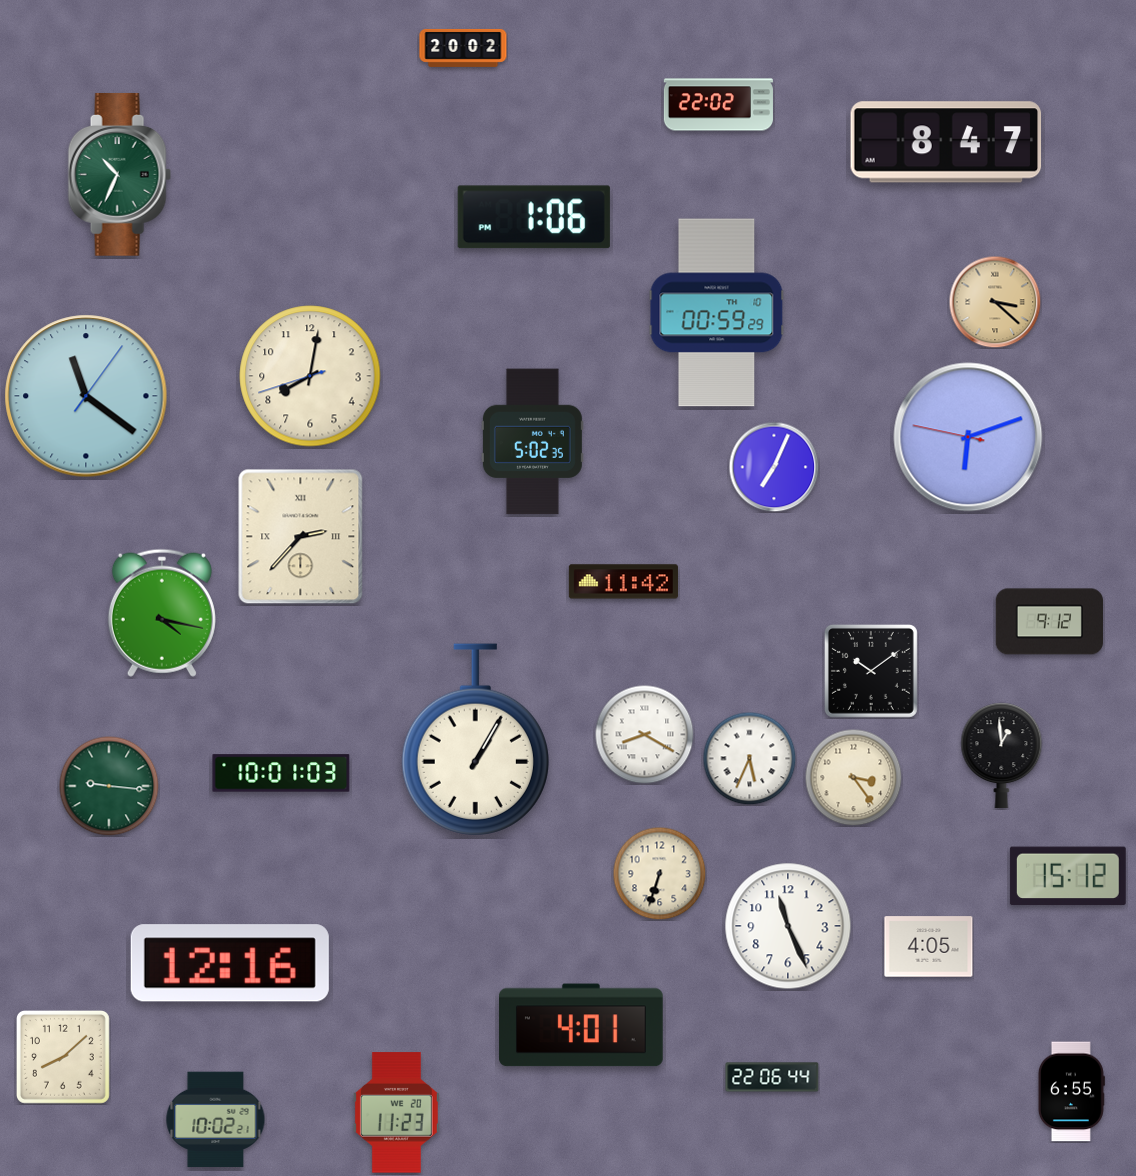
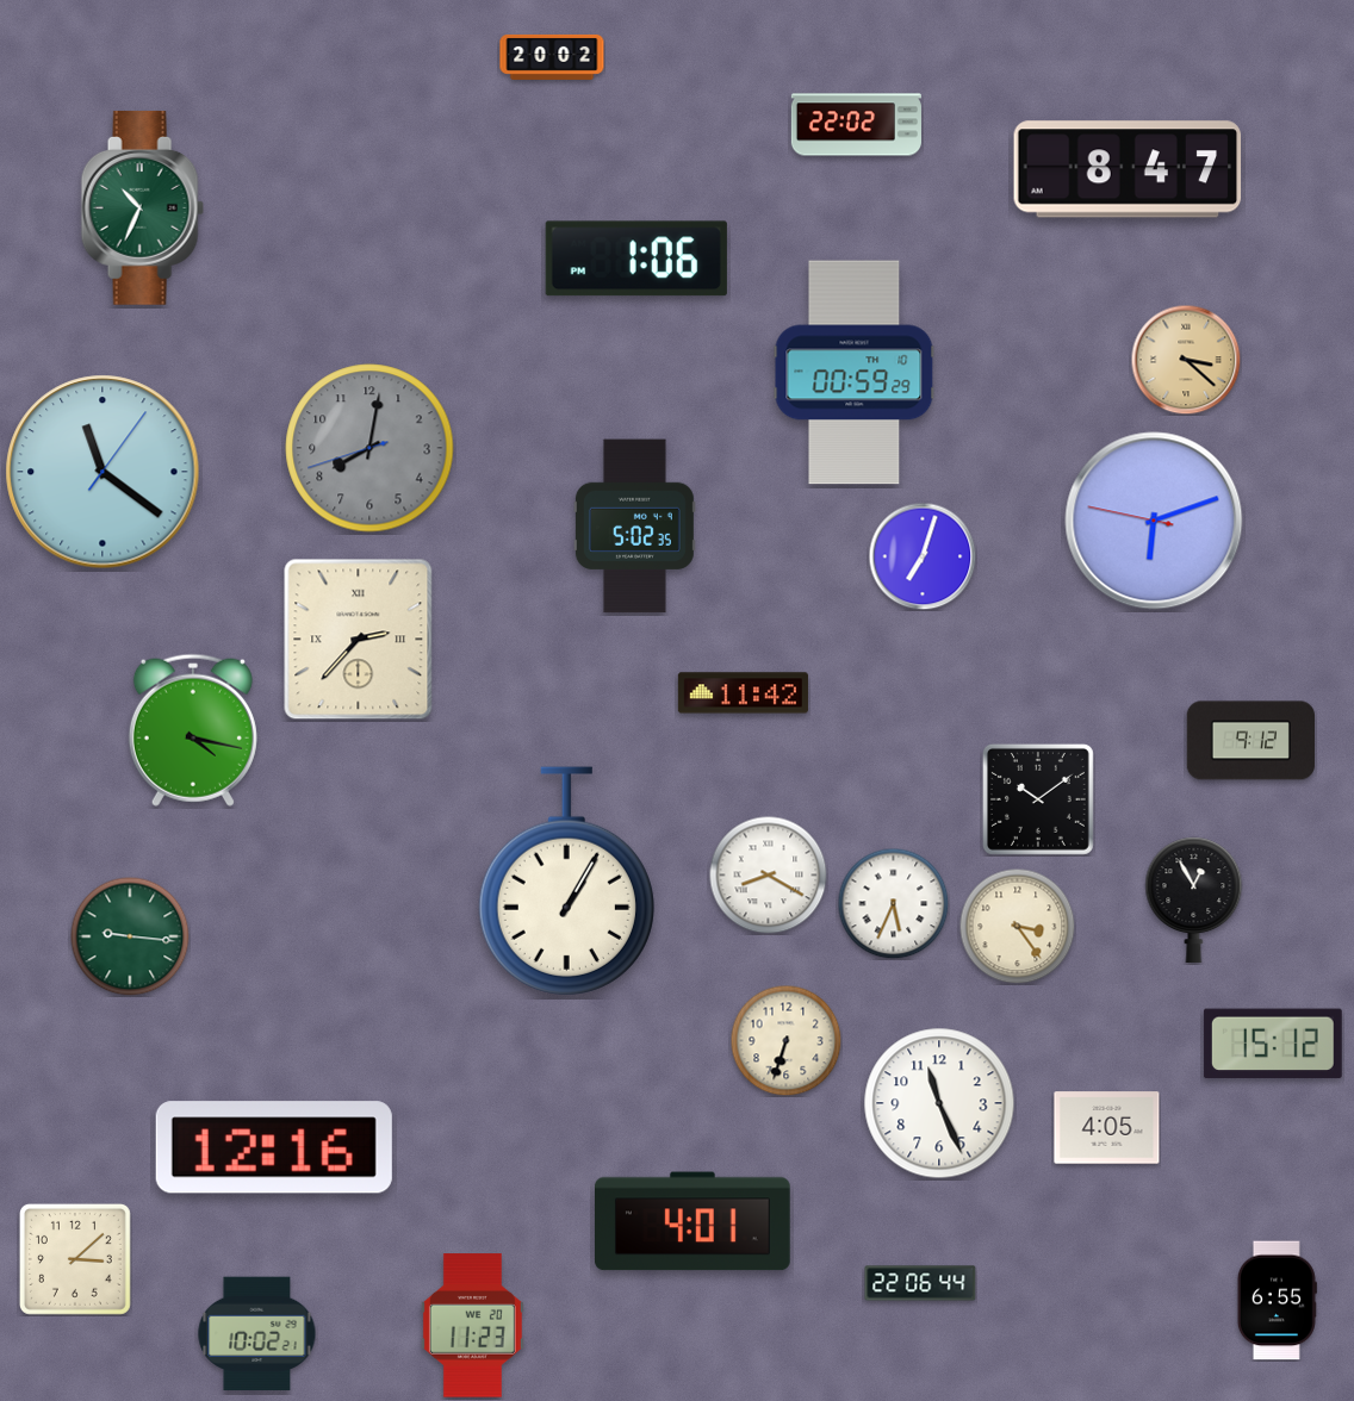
clock at (310, 376) dial: cream -> grey
clock at (774, 467): 7:04 -> 7:03
clock at (1002, 756): 12:59 -> 12:55
clock at (281, 773): 10:01 -> none
clock at (63, 1057): 8:08 -> 3:08
